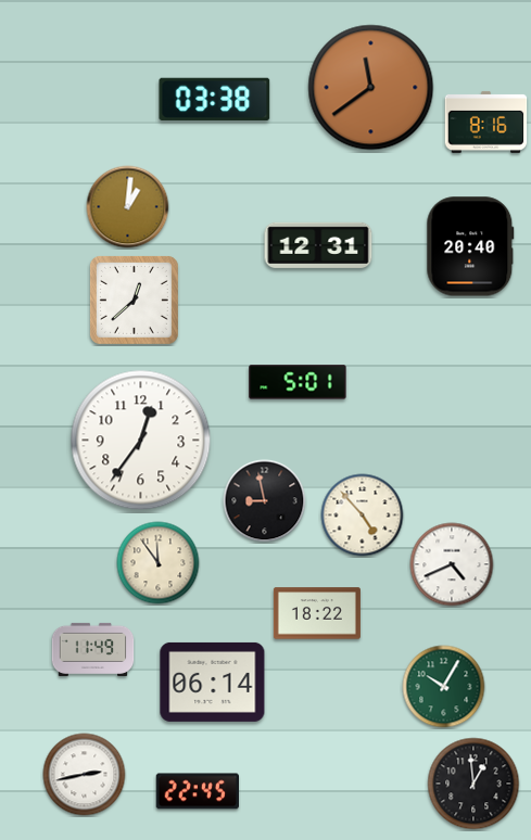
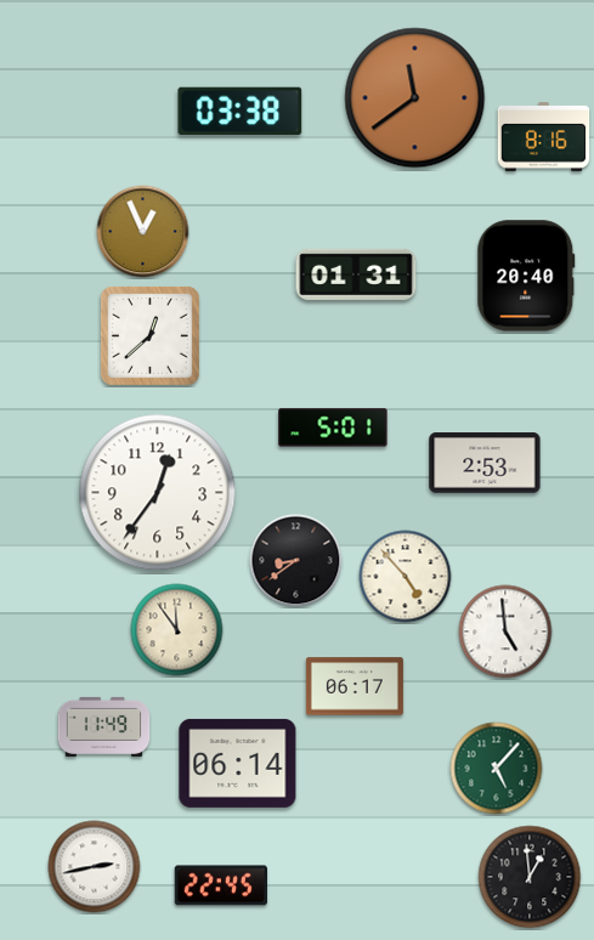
clock at (128, 207): 1:01 -> 12:56
clock at (318, 244): 12:31 -> 01:31
clock at (485, 463): none -> 2:53
clock at (265, 501): 8:58 -> 8:39
clock at (452, 564): 4:41 -> 4:59
clock at (317, 613): 18:22 -> 06:17
clock at (444, 687): 10:05 -> 5:07
